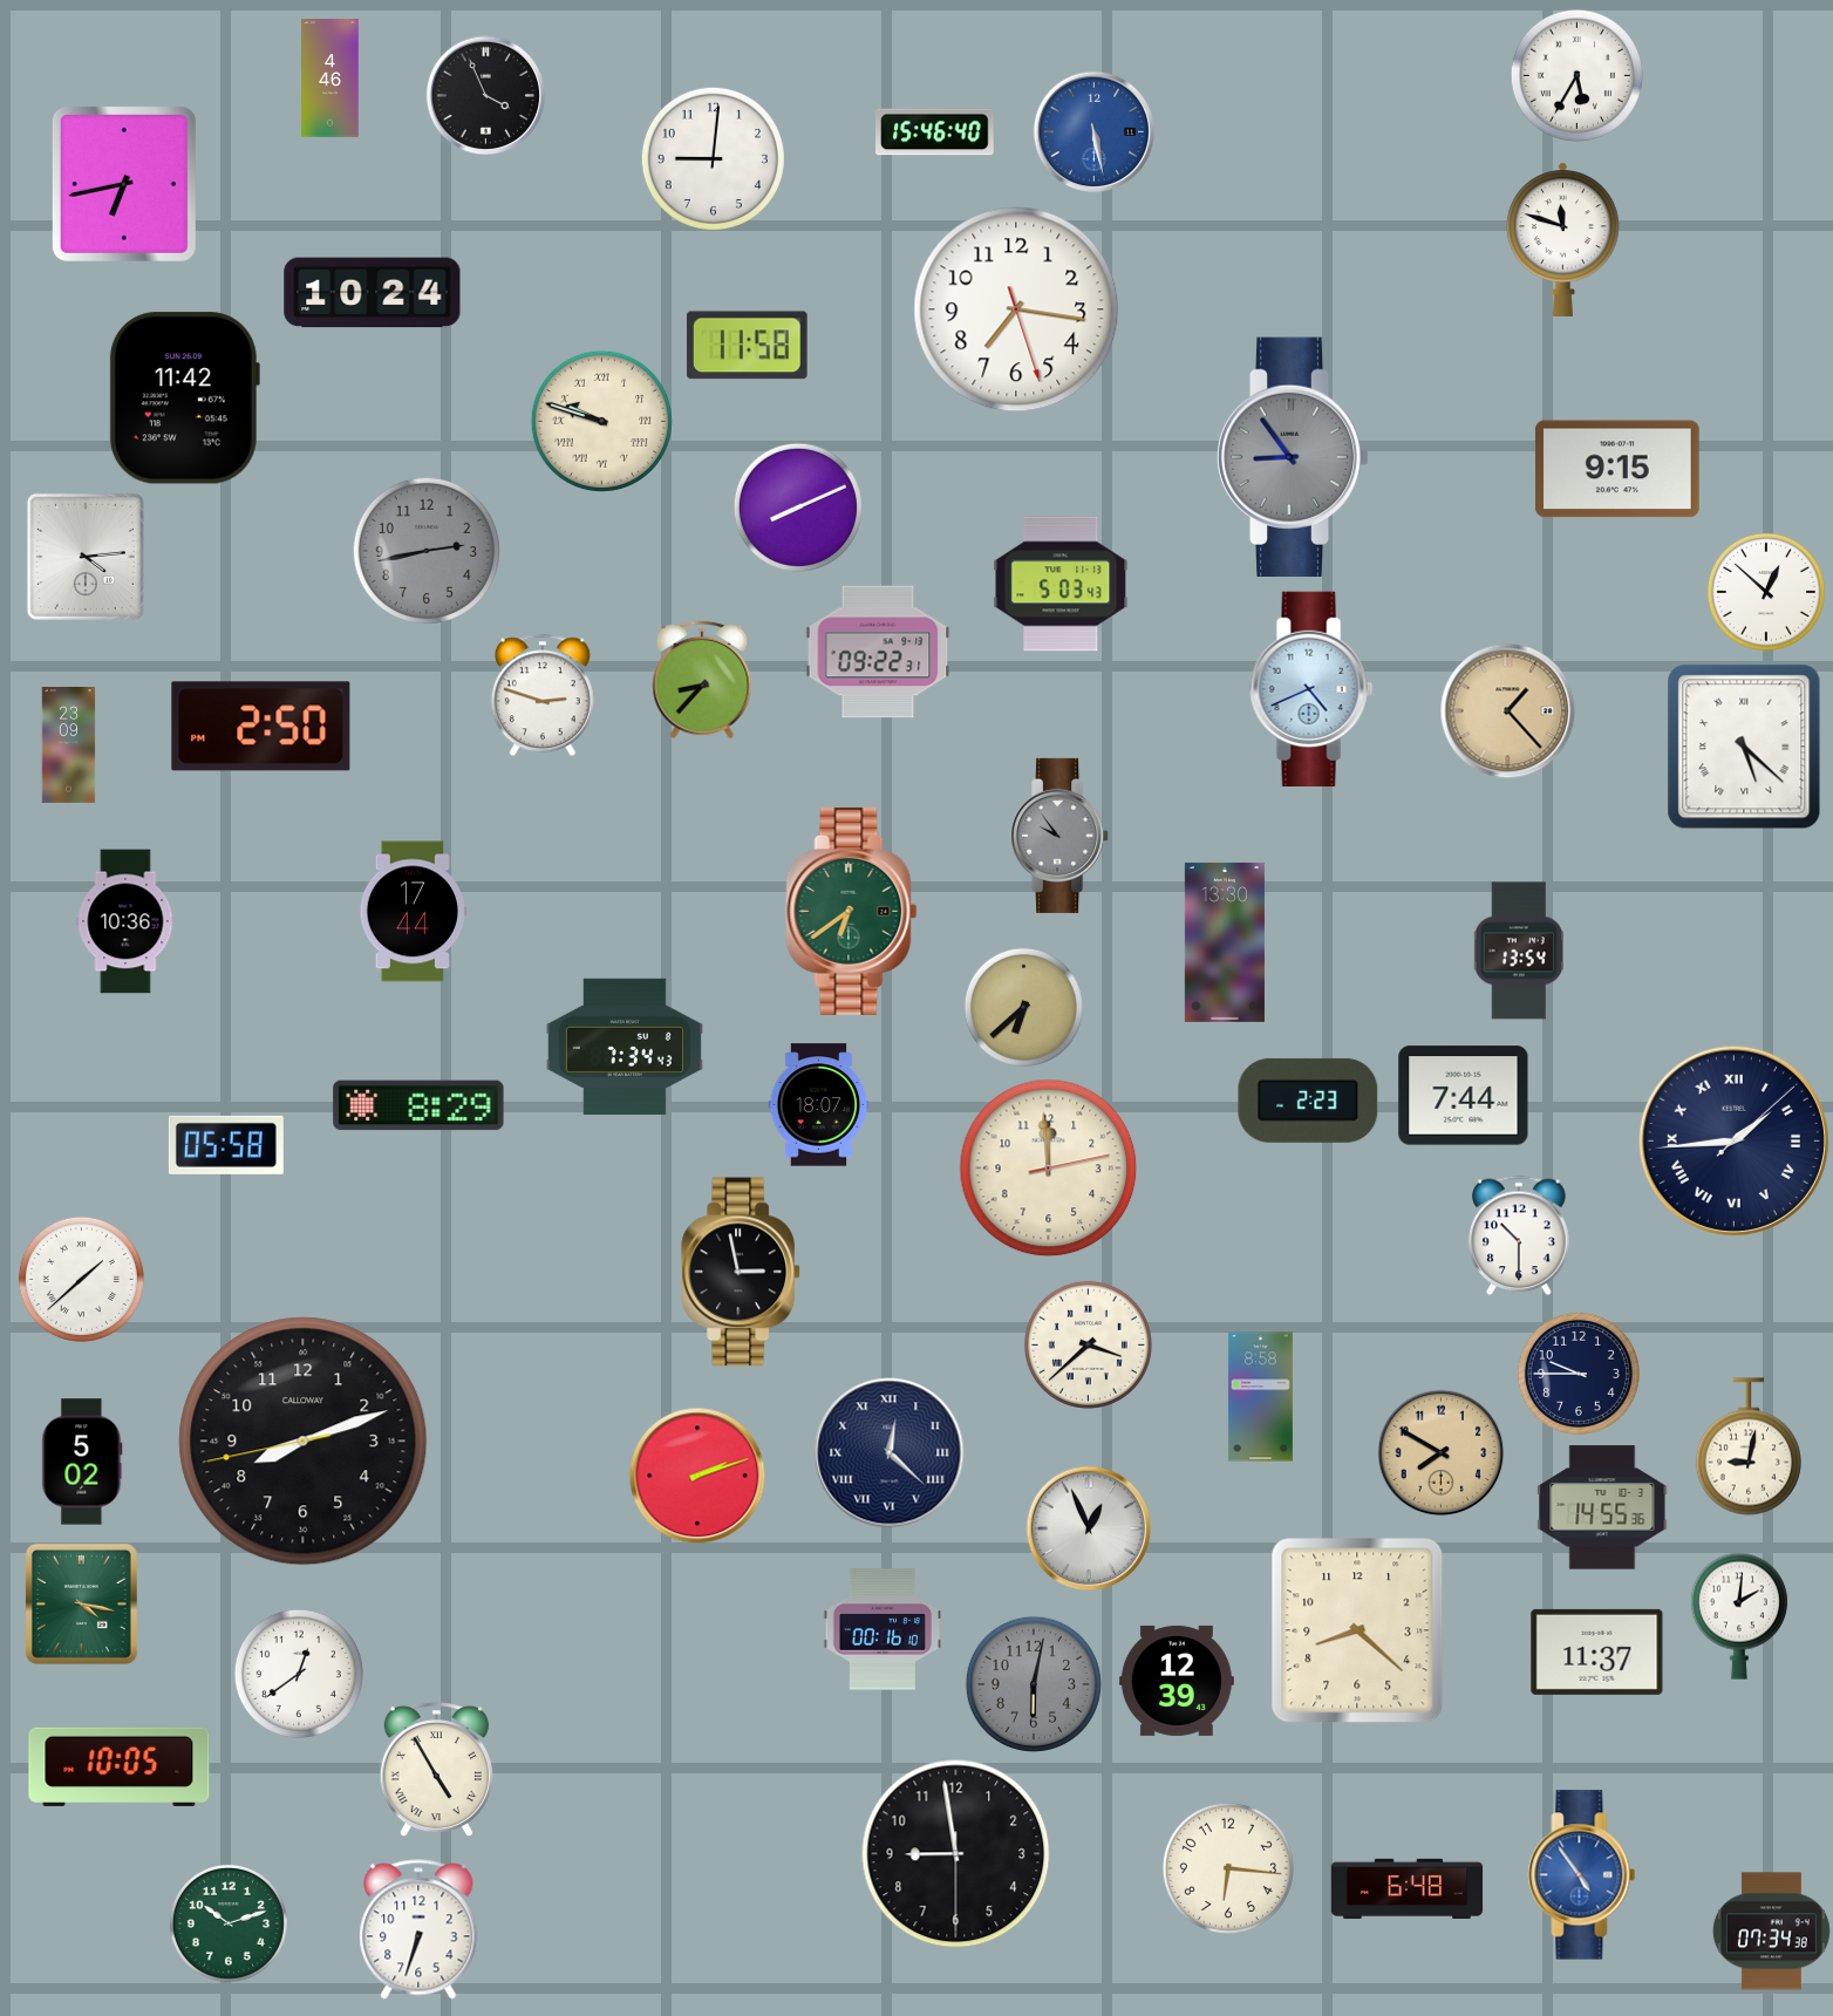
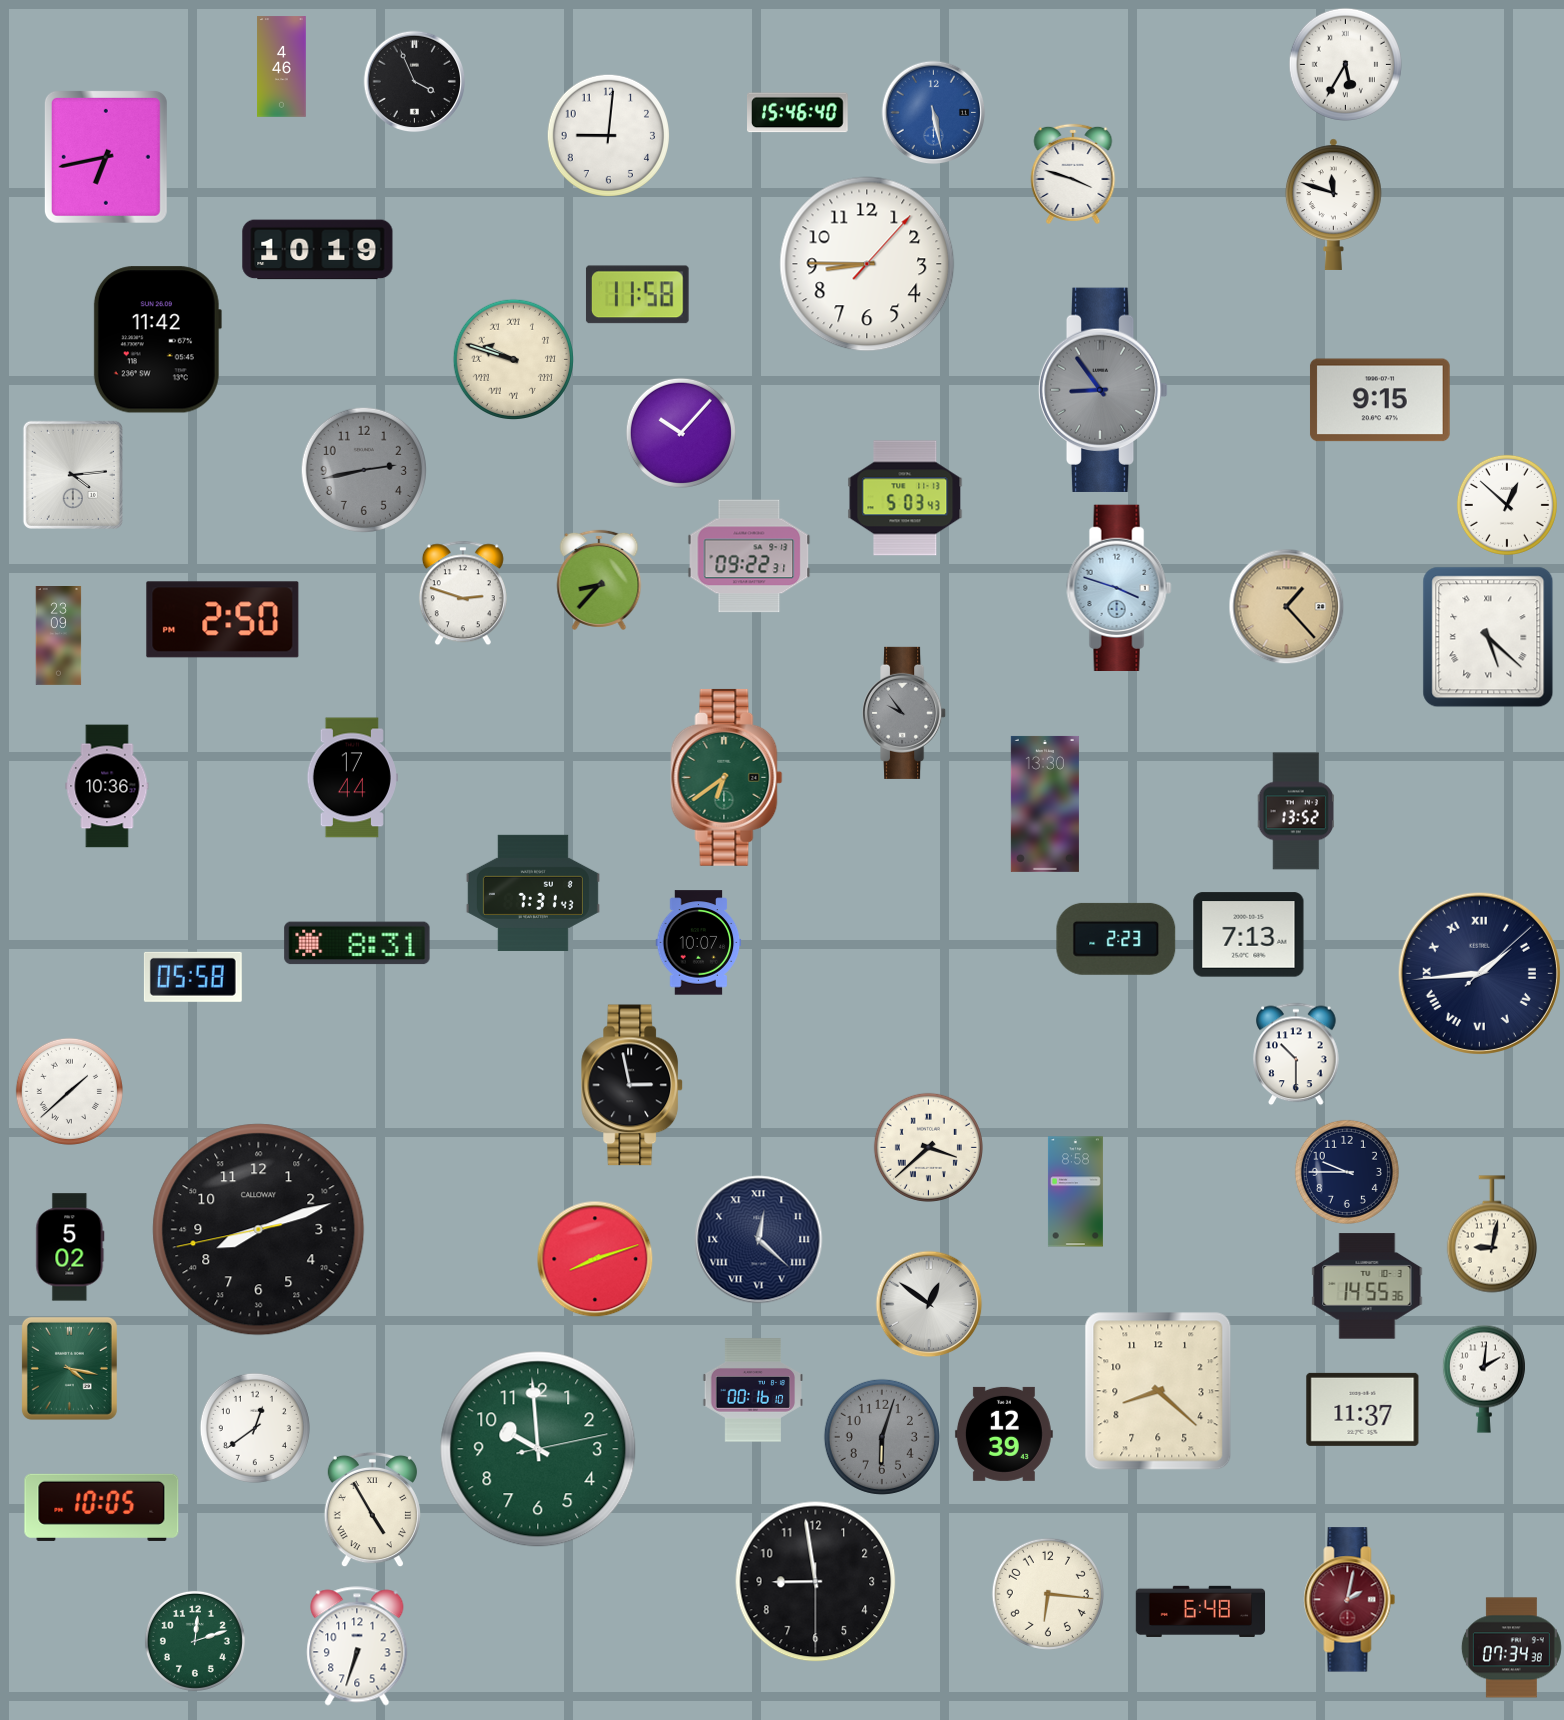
clock at (1073, 174): none -> 3:48
clock at (373, 293): 10:24 -> 10:19
clock at (1016, 309): 7:16 -> 8:45
clock at (798, 508): 8:11 -> 10:07
clock at (1311, 688): 4:41 -> 3:48
clock at (1518, 951): 13:54 -> 13:52
clock at (1023, 1007): 6:38 -> none
clock at (625, 1047): 7:34 -> 7:31
clock at (1464, 1096): 7:44 -> 7:13
clock at (418, 1105): 8:29 -> 8:31
clock at (819, 1105): 18:07 -> 10:07
clock at (1049, 1169): 11:59 -> none
clock at (1442, 1453): 7:50 -> none
clock at (697, 1476): 2:12 -> 8:12
clock at (1089, 1528): 12:56 -> 12:51
clock at (1034, 1684): 6:02 -> 6:03
clock at (538, 1449): none -> 9:59
clock at (1582, 1875): 4:54 -> 2:02
clock at (1582, 1875) dial: blue -> burgundy
clock at (229, 1923): 10:12 -> 12:12
